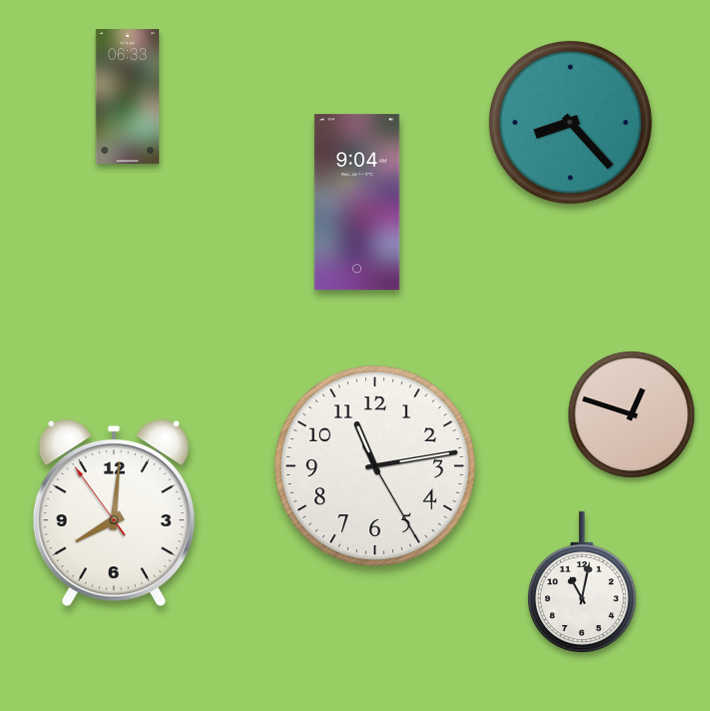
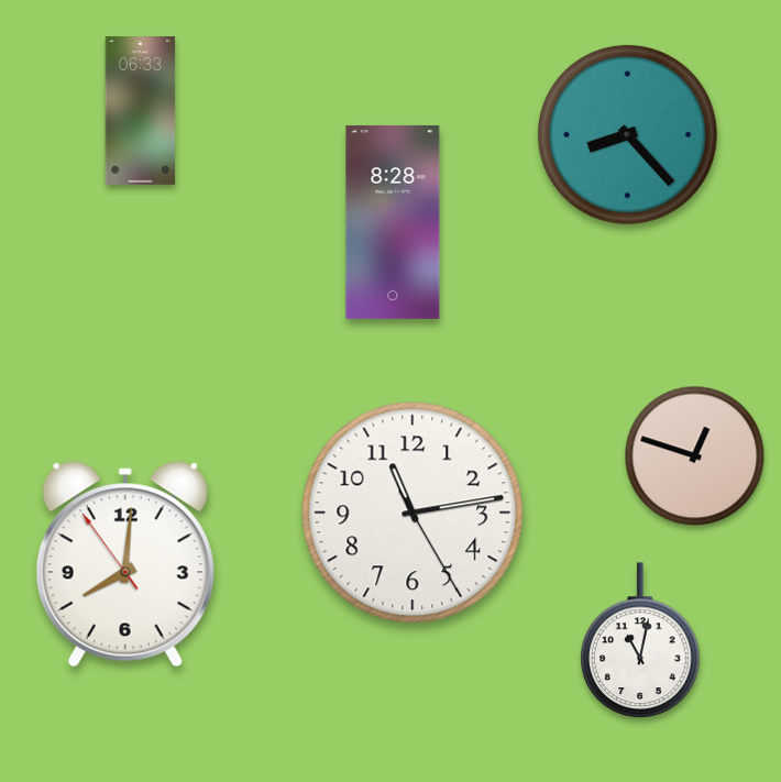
clock at (128, 97) position: (128, 97) -> (141, 111)
clock at (357, 202): 9:04 -> 8:28
